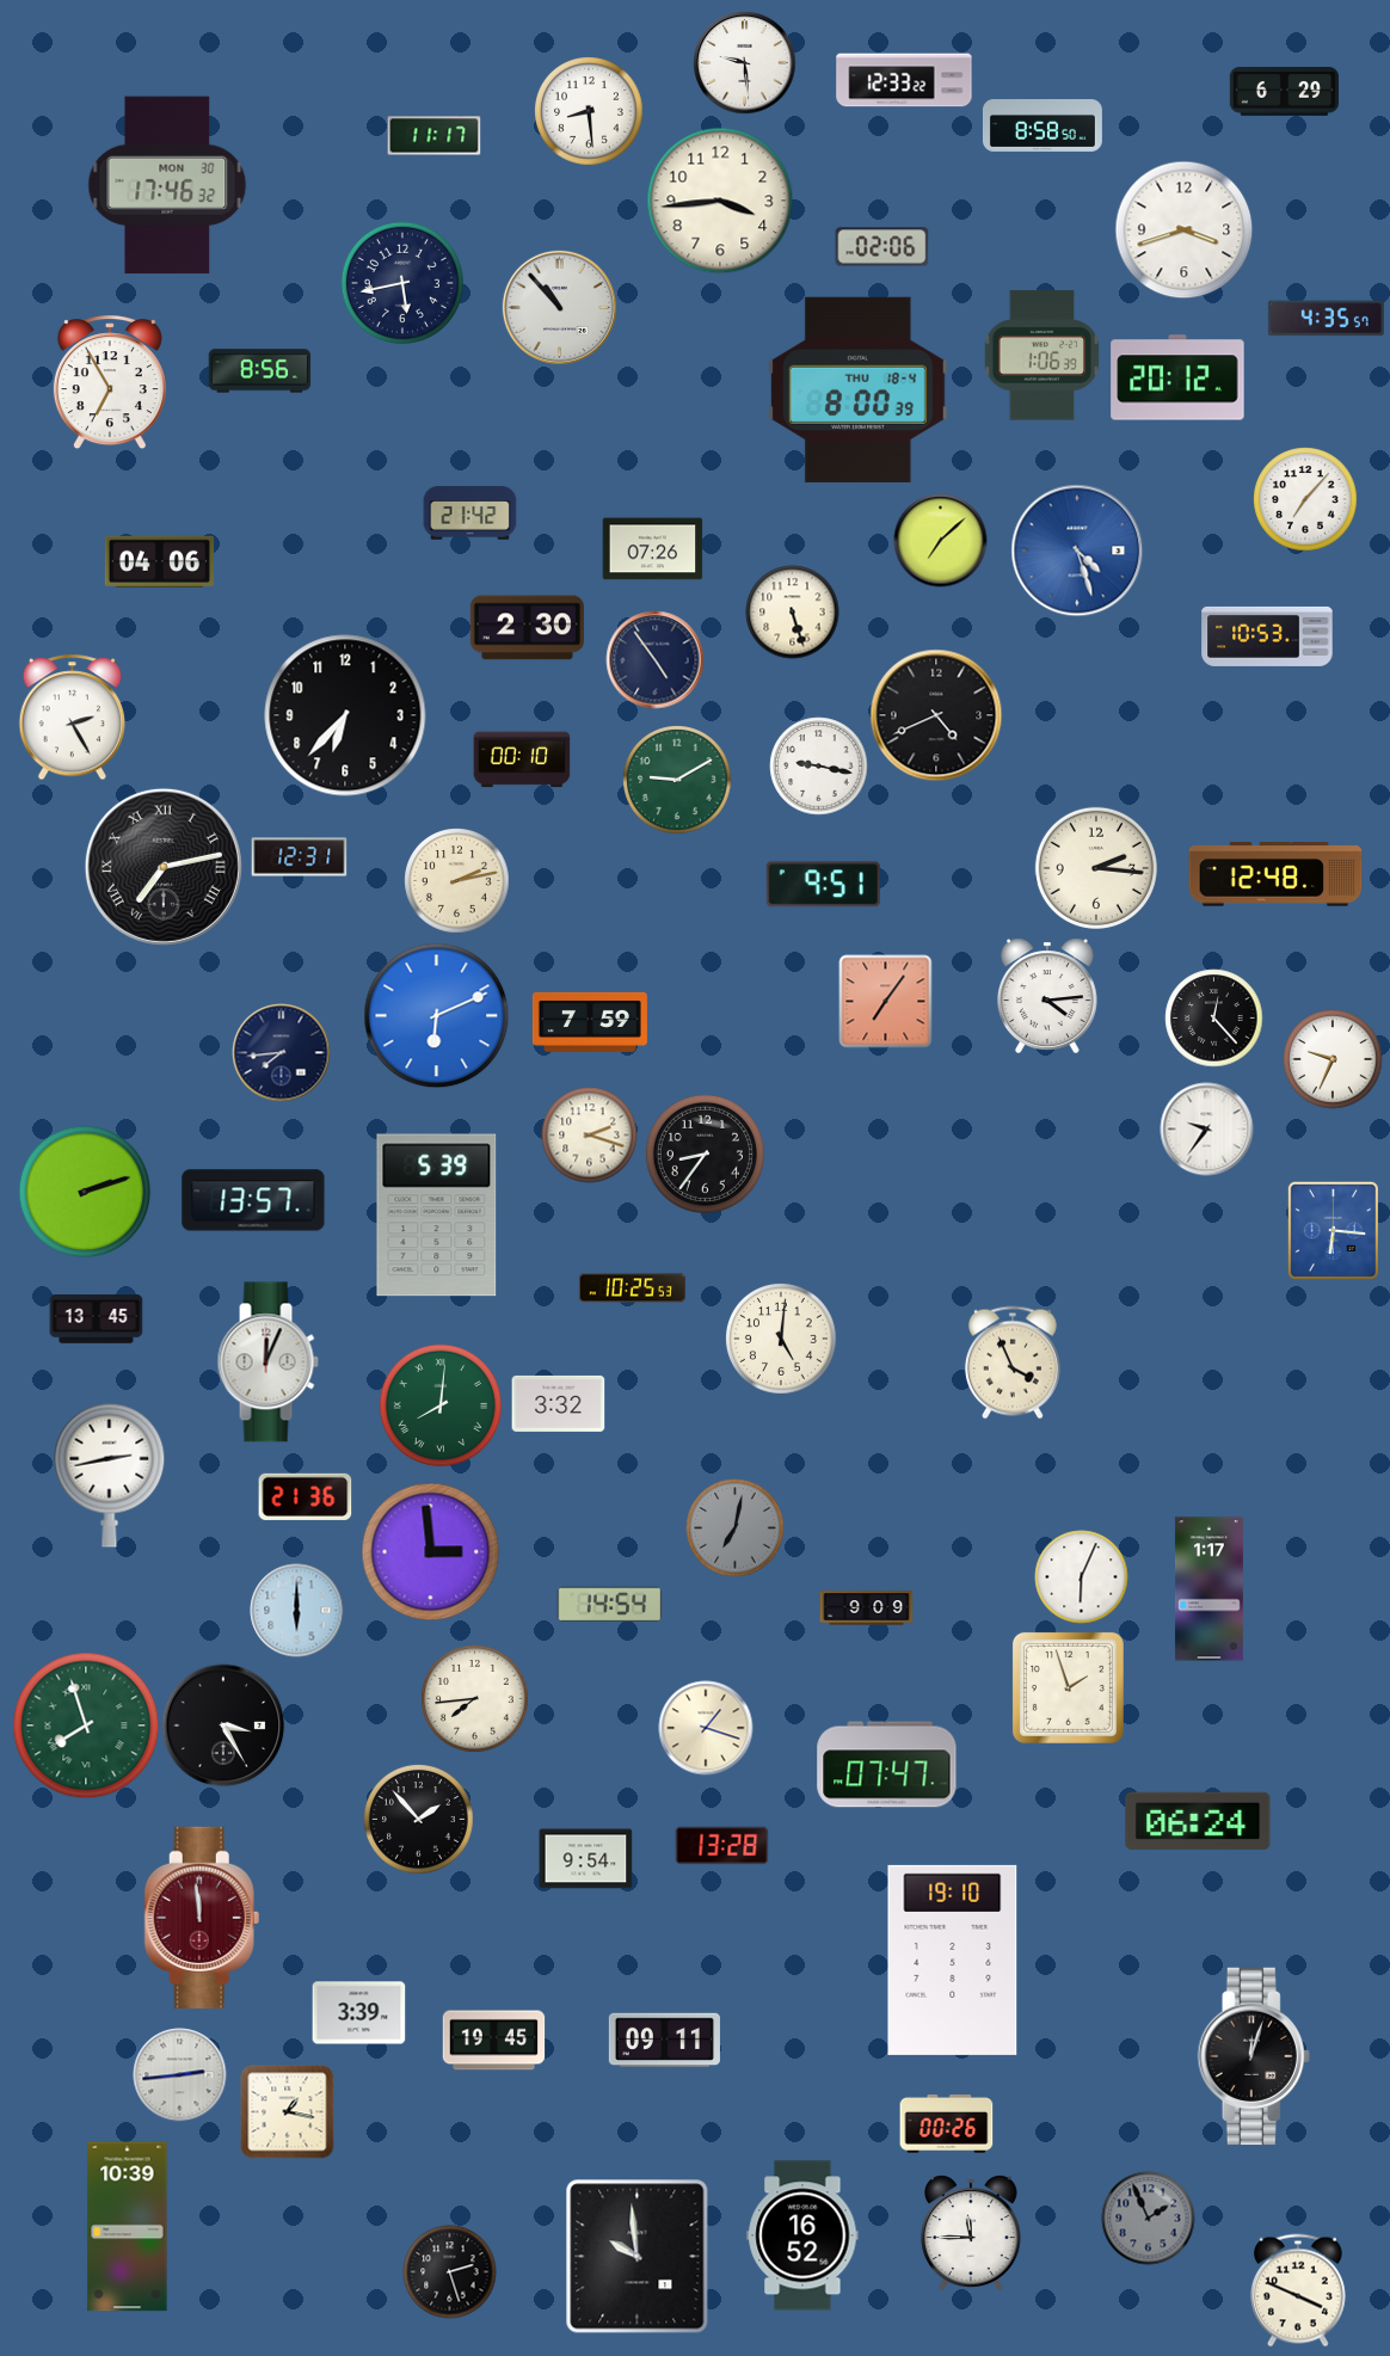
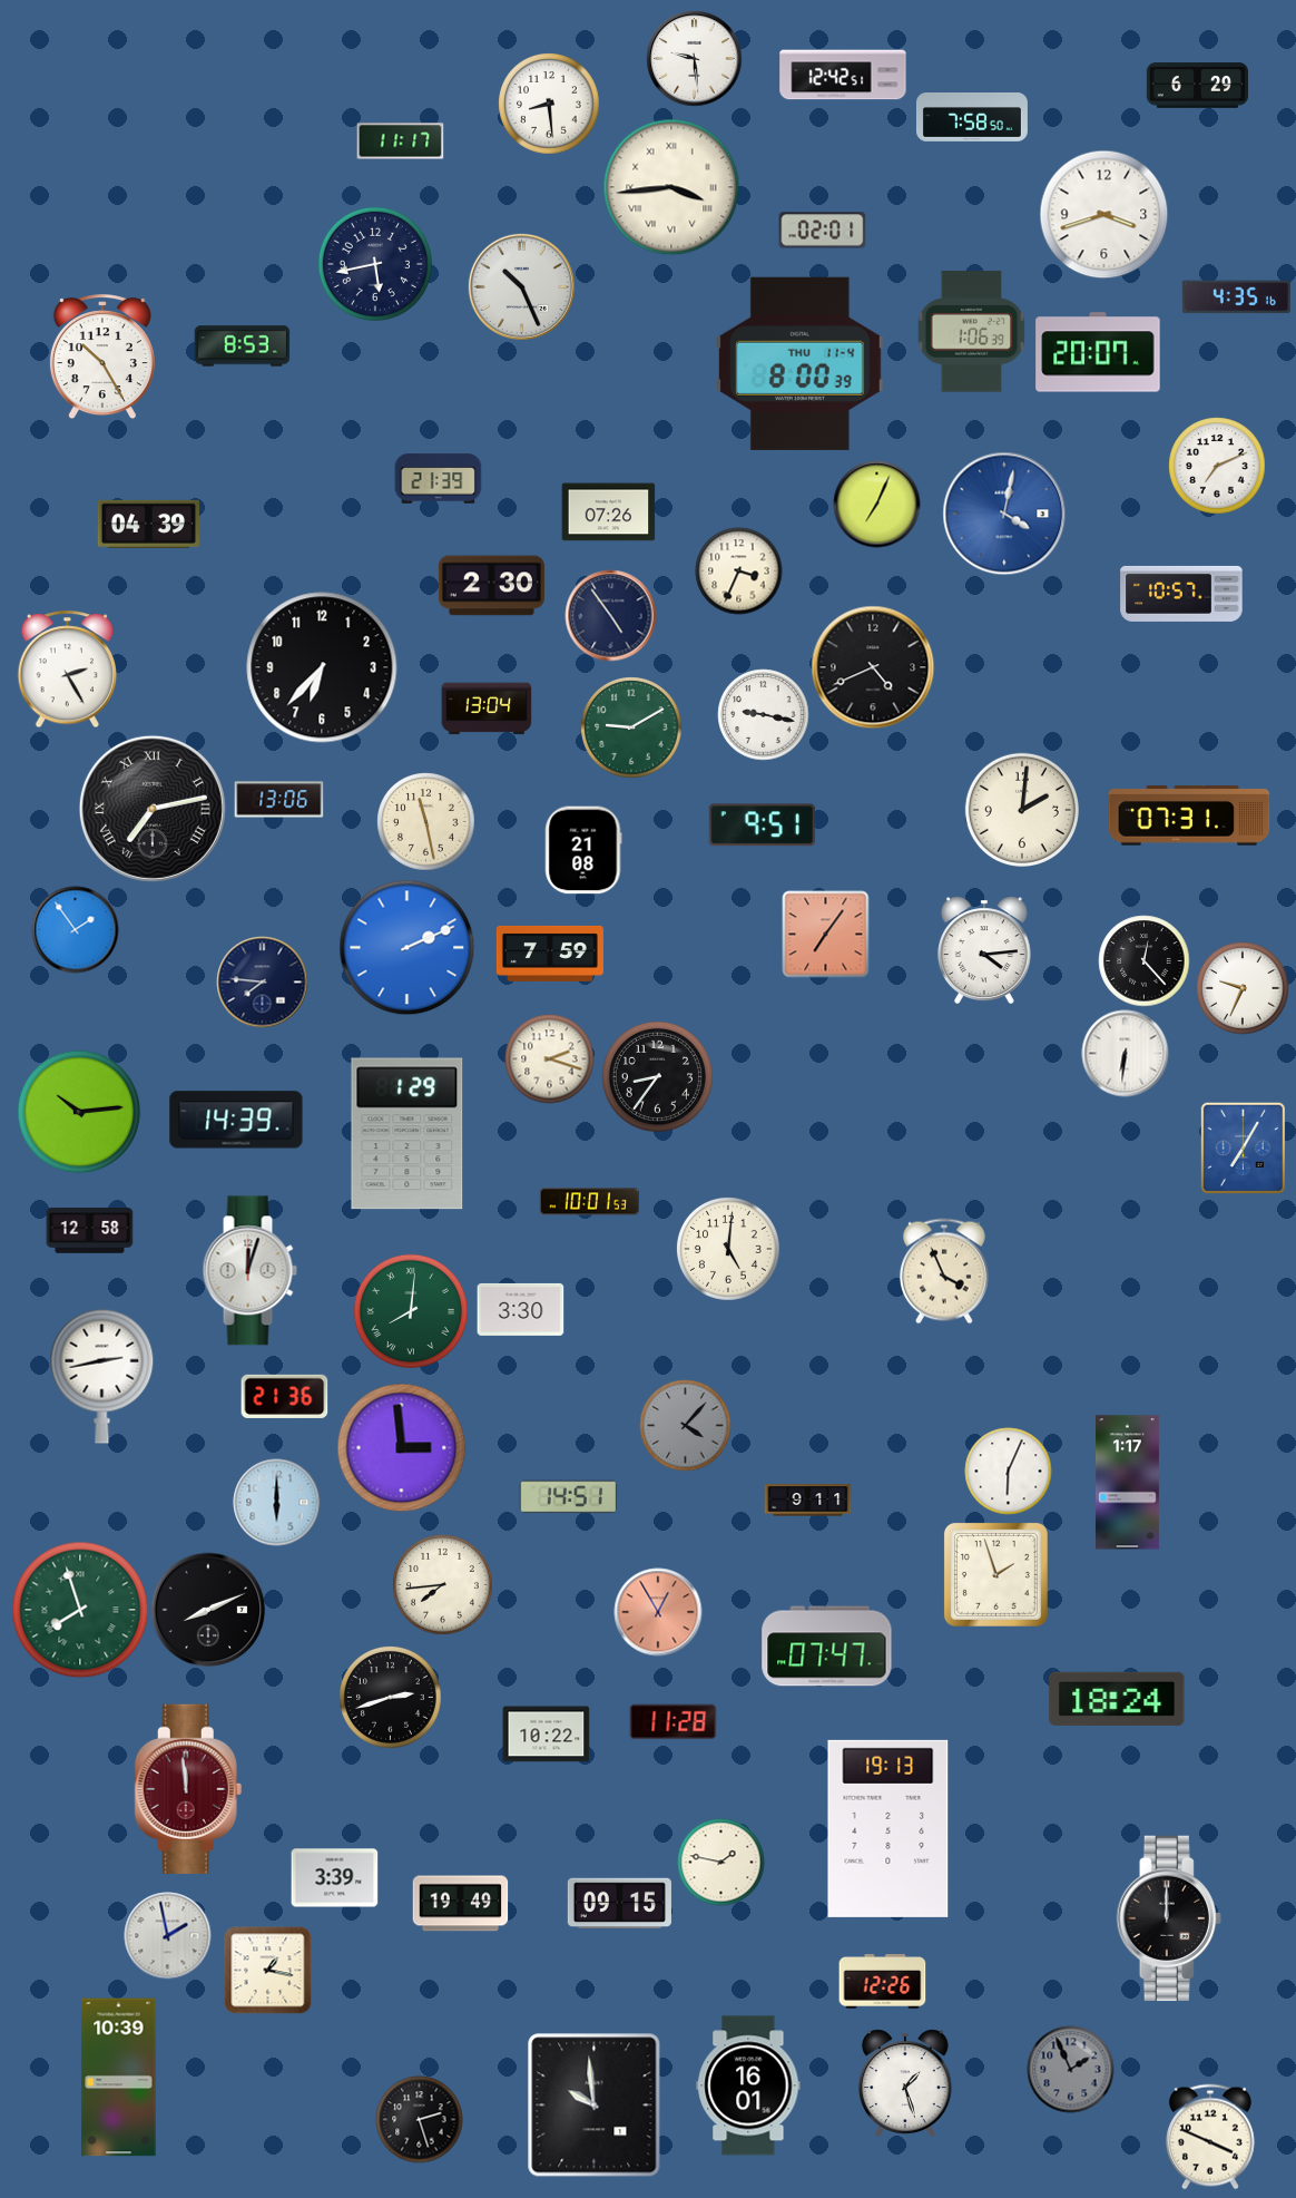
clock at (904, 80): 12:33 -> 12:42
clock at (1042, 127): 8:58 -> 7:58
clock at (433, 136) position: (433, 136) -> (400, 141)
clock at (167, 185): 17:46 -> none
clock at (720, 201) numerals: Arabic -> Roman
clock at (881, 247): 02:06 -> 02:01
clock at (559, 307): 10:53 -> 10:26
clock at (1326, 319): 4:35:57 -> 4:35:16
clock at (259, 371): 8:56 -> 8:53
clock at (1177, 377): 20:12 -> 20:07
clock at (110, 382): 6:55 -> 10:25
clock at (857, 389) date: THU 18-4 -> THU 11-4
clock at (1305, 499): 7:07 -> 7:11
clock at (469, 513): 21:42 -> 21:39
clock at (940, 540): 7:08 -> 7:04
clock at (1077, 550): 4:27 -> 4:02
clock at (159, 561): 04:06 -> 04:39
clock at (792, 611): 5:27 -> 3:34
clock at (1267, 636): 10:53 -> 10:57
clock at (522, 759): 00:10 -> 13:04
clock at (299, 857): 12:31 -> 13:06
clock at (1096, 868): 2:16 -> 2:01
clock at (1275, 874): 12:48 -> 07:31
clock at (456, 880): 2:13 -> 11:28
clock at (823, 885) position: (823, 885) -> (762, 826)
clock at (583, 850): none -> 21:08
clock at (75, 929): none -> 1:54
clock at (1047, 996) position: (1047, 996) -> (984, 950)
clock at (436, 1015): 6:11 -> 2:11
clock at (1213, 1017) position: (1213, 1017) -> (1143, 960)
clock at (281, 1052): 7:44 -> 7:46
clock at (1206, 1128): 9:36 -> 6:31
clock at (85, 1192): 2:12 -> 10:14
clock at (253, 1200): 13:57 -> 14:39
clock at (437, 1216): 5:39 -> 1:29
clock at (1333, 1230): 6:16 -> 7:05
clock at (632, 1288): 10:25 -> 10:01
clock at (96, 1320): 13:45 -> 12:58
clock at (267, 1362): 12:04 -> 12:03
clock at (558, 1403): 3:32 -> 3:30
clock at (734, 1527): 7:02 -> 4:07
clock at (609, 1605): 14:54 -> 14:51
clock at (866, 1608): 9:09 -> 9:11
clock at (223, 1726): 3:25 -> 8:11
clock at (706, 1728): 1:18 -> 12:55
clock at (706, 1728) dial: cream -> salmon
clock at (419, 1820): 1:53 -> 2:42
clock at (1198, 1821): 06:24 -> 18:24
clock at (721, 1846): 13:28 -> 11:28
clock at (585, 1859): 9:54 -> 10:22
clock at (953, 1960): 19:10 -> 19:13
clock at (720, 1862): none -> 1:47
clock at (493, 2041): 19:45 -> 19:49
clock at (664, 2041): 09:11 -> 09:15
clock at (1254, 2056): 12:03 -> 12:00
clock at (179, 2074): 2:44 -> 1:58
clock at (946, 2124): 00:26 -> 12:26
clock at (971, 2233): 11:45 -> 1:27
clock at (802, 2235): 16:52 -> 16:01
